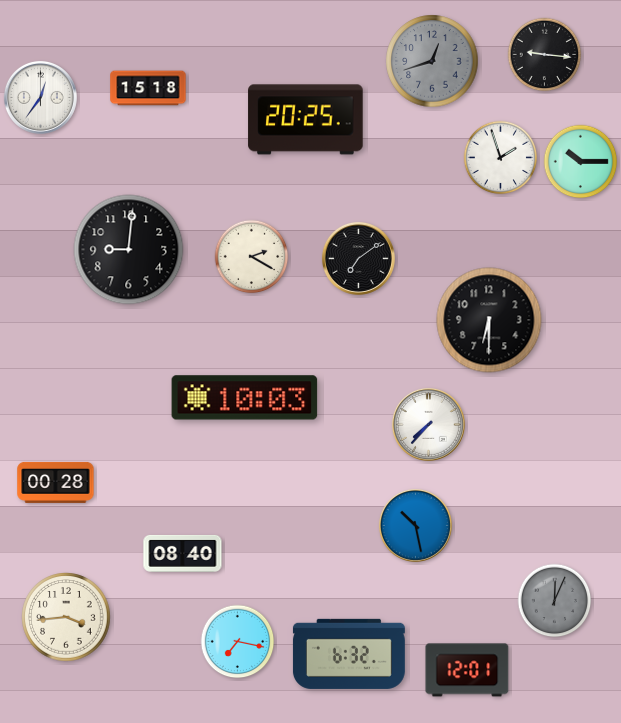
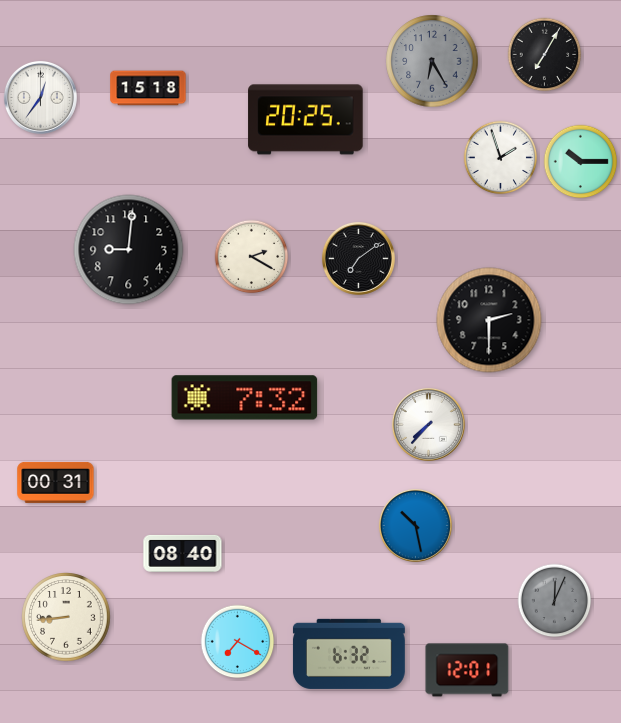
clock at (545, 55): 9:16 -> 7:05
clock at (432, 61): 12:42 -> 6:25
clock at (489, 320): 6:30 -> 2:30
clock at (245, 398): 10:03 -> 7:32
clock at (56, 482): 00:28 -> 00:31
clock at (66, 617): 3:44 -> 8:44
clock at (238, 642): 7:17 -> 7:20
